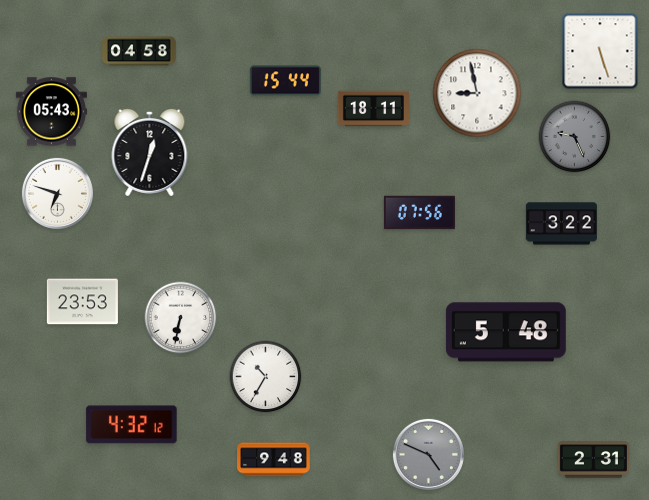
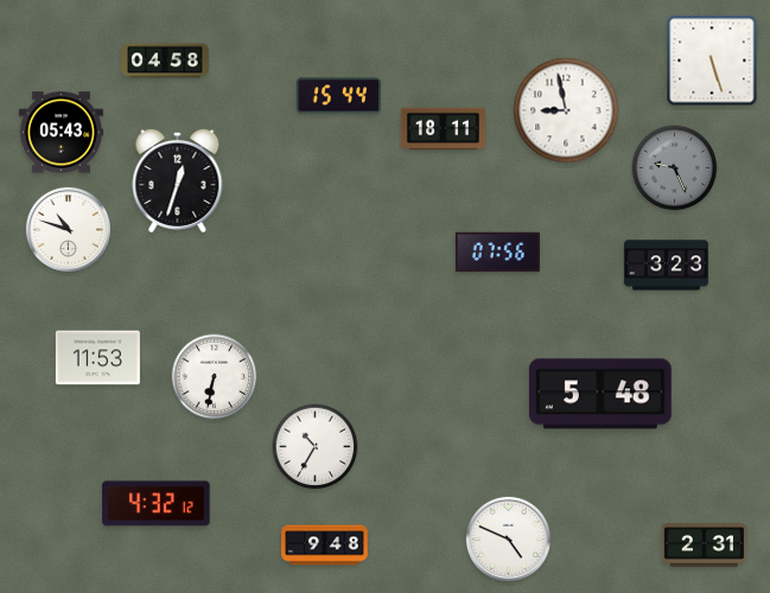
clock at (575, 137) position: (575, 137) -> (675, 168)
clock at (57, 193): 6:48 -> 10:48
clock at (561, 224): 3:22 -> 3:23
clock at (82, 302): 23:53 -> 11:53
clock at (428, 454) dial: grey -> white
